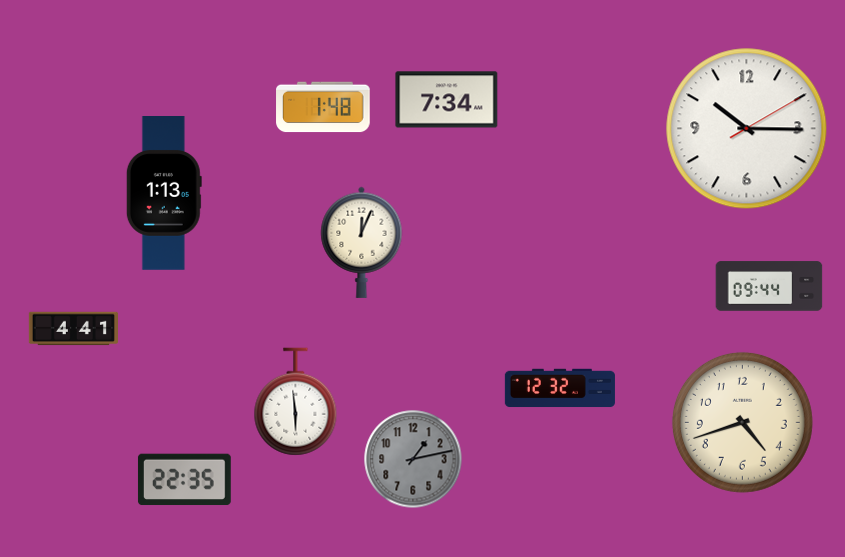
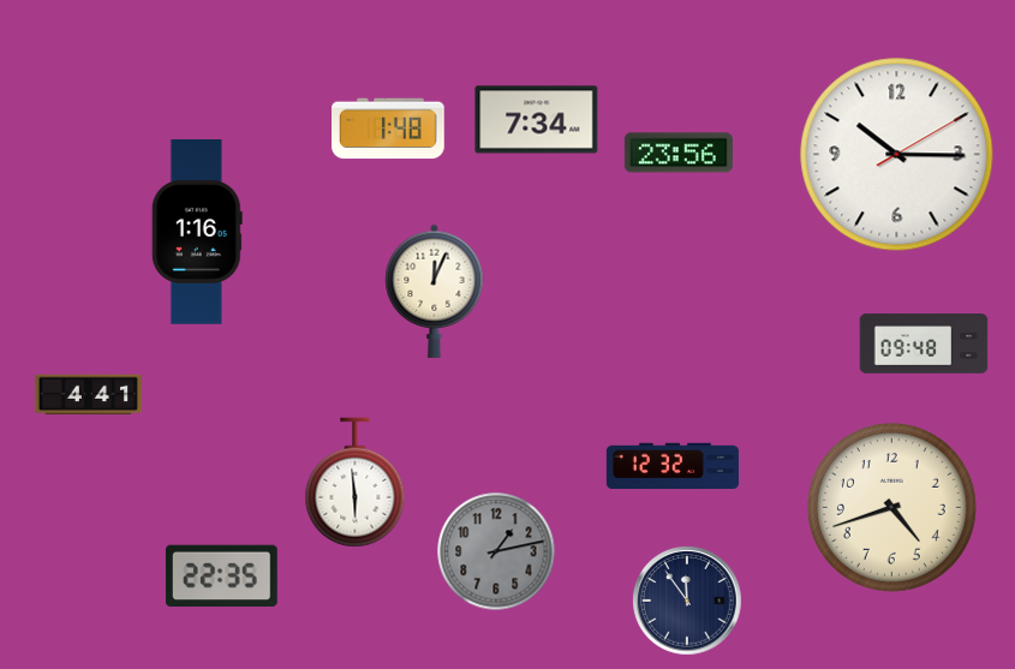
clock at (679, 153): none -> 23:56
clock at (164, 194): 1:13 -> 1:16
clock at (769, 286): 09:44 -> 09:48
clock at (687, 601): none -> 11:54
